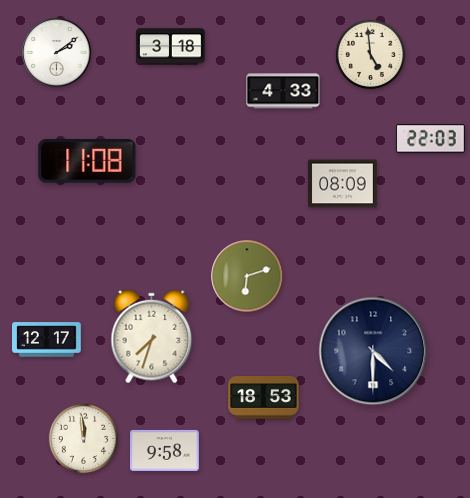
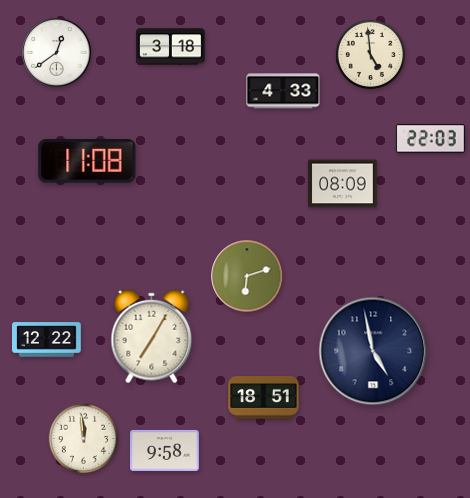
clock at (57, 53): 2:09 -> 12:39
clock at (152, 337): 7:33 -> 7:05
clock at (47, 340): 12:17 -> 12:22
clock at (373, 351): 4:30 -> 4:58
clock at (264, 398): 18:53 -> 18:51
